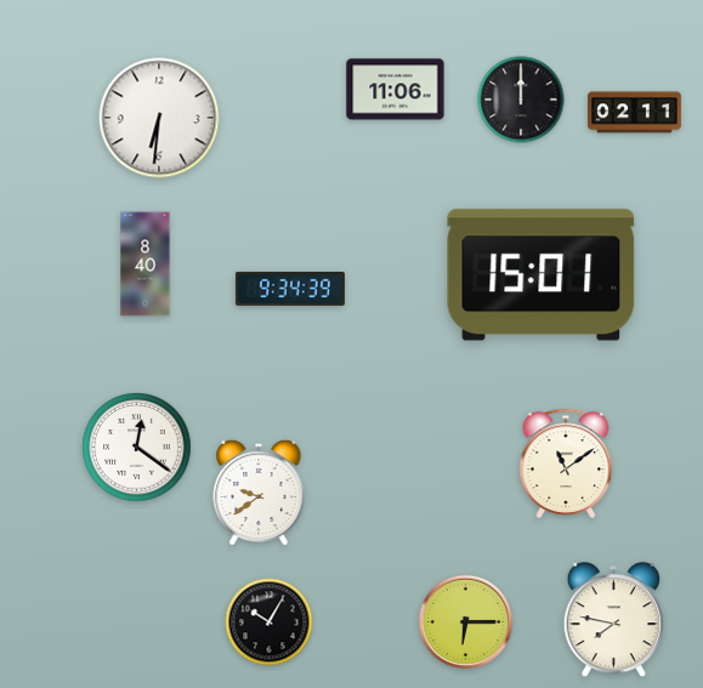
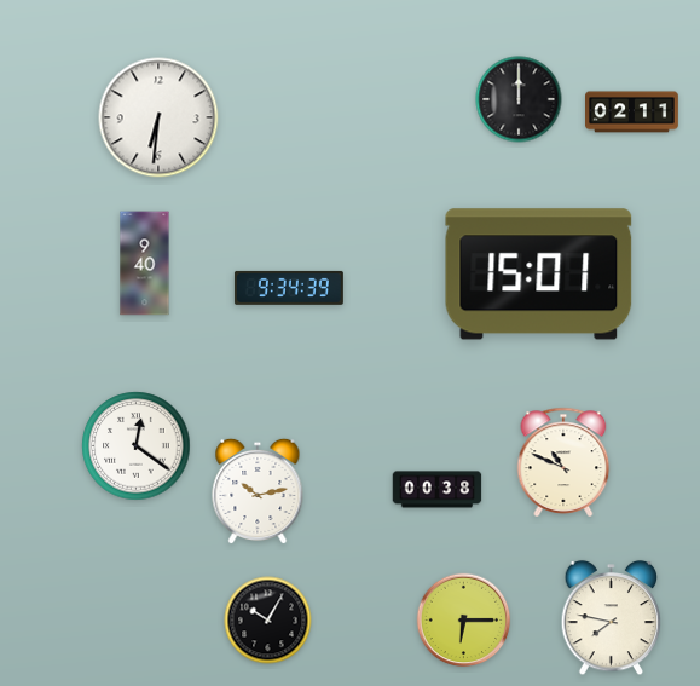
clock at (396, 90): 11:06 -> none
clock at (146, 265): 8:40 -> 9:40
clock at (566, 464): 11:09 -> 10:49
clock at (438, 490): none -> 00:38
clock at (259, 493): 9:39 -> 10:13
